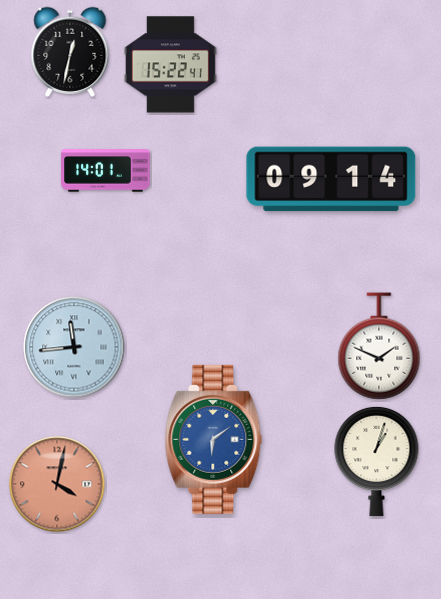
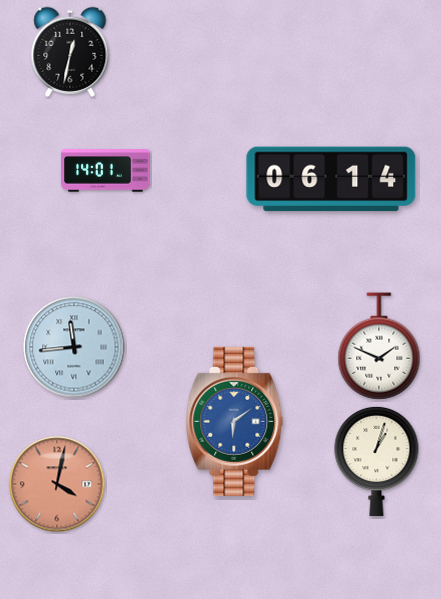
clock at (170, 65): 15:22 -> none
clock at (331, 179): 09:14 -> 06:14
clock at (214, 439) position: (214, 439) -> (235, 421)
